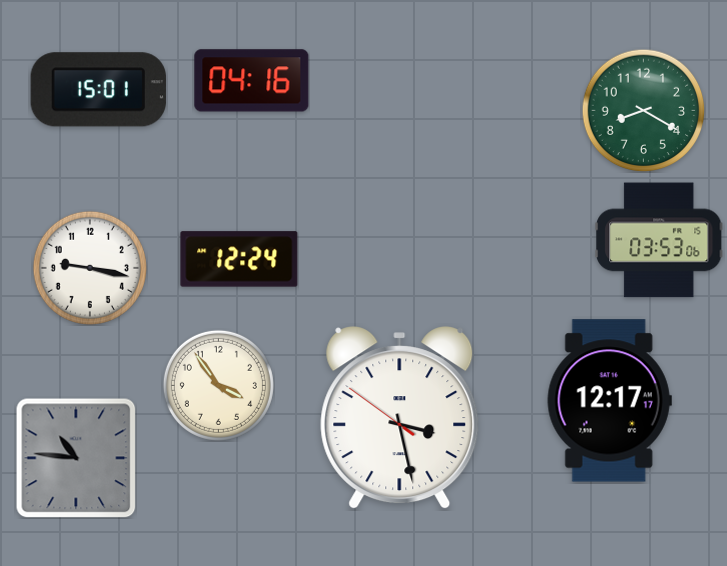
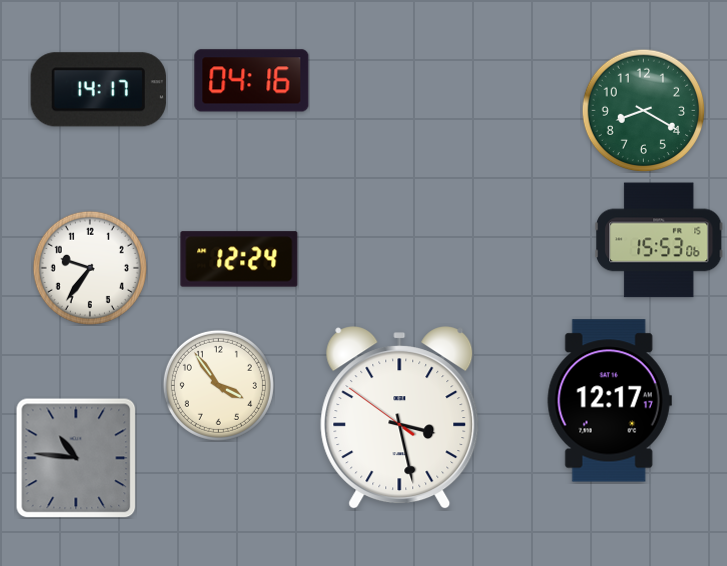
clock at (98, 90): 15:01 -> 14:17
clock at (660, 240): 03:53 -> 15:53
clock at (90, 268): 9:17 -> 9:36
